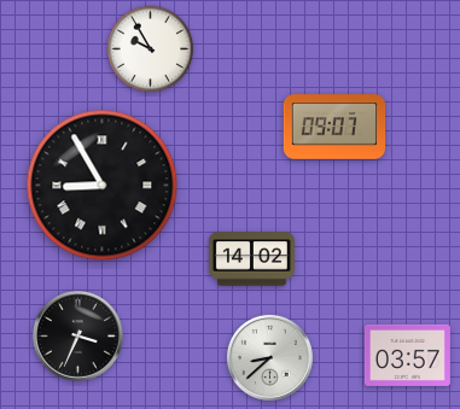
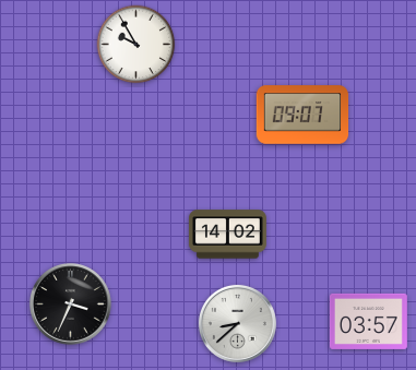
clock at (103, 186): 8:55 -> none
clock at (269, 357) position: (269, 357) -> (237, 323)
